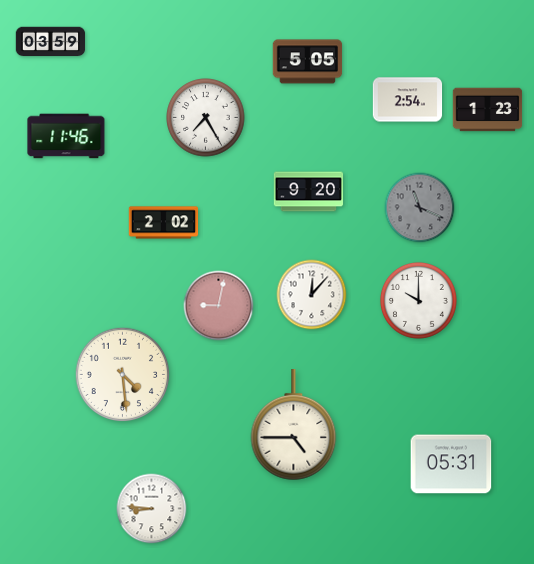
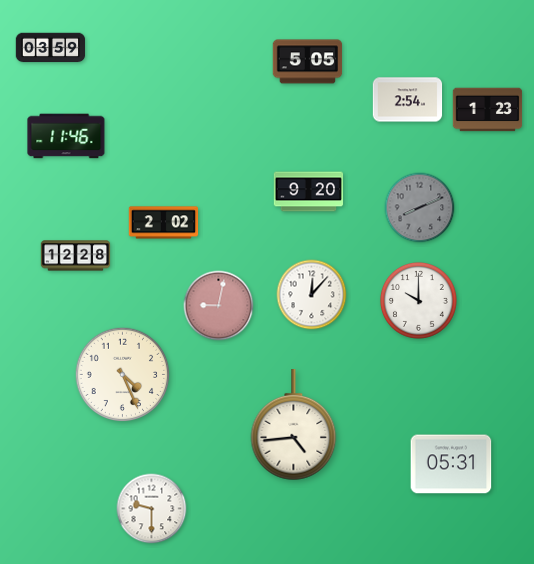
clock at (51, 42) position: (51, 42) -> (51, 48)
clock at (206, 118): 7:25 -> none
clock at (420, 208): 11:19 -> 8:11
clock at (76, 256): none -> 12:28
clock at (123, 375): 4:29 -> 4:26
clock at (294, 426): 4:45 -> 4:44
clock at (152, 509): 8:46 -> 9:30
